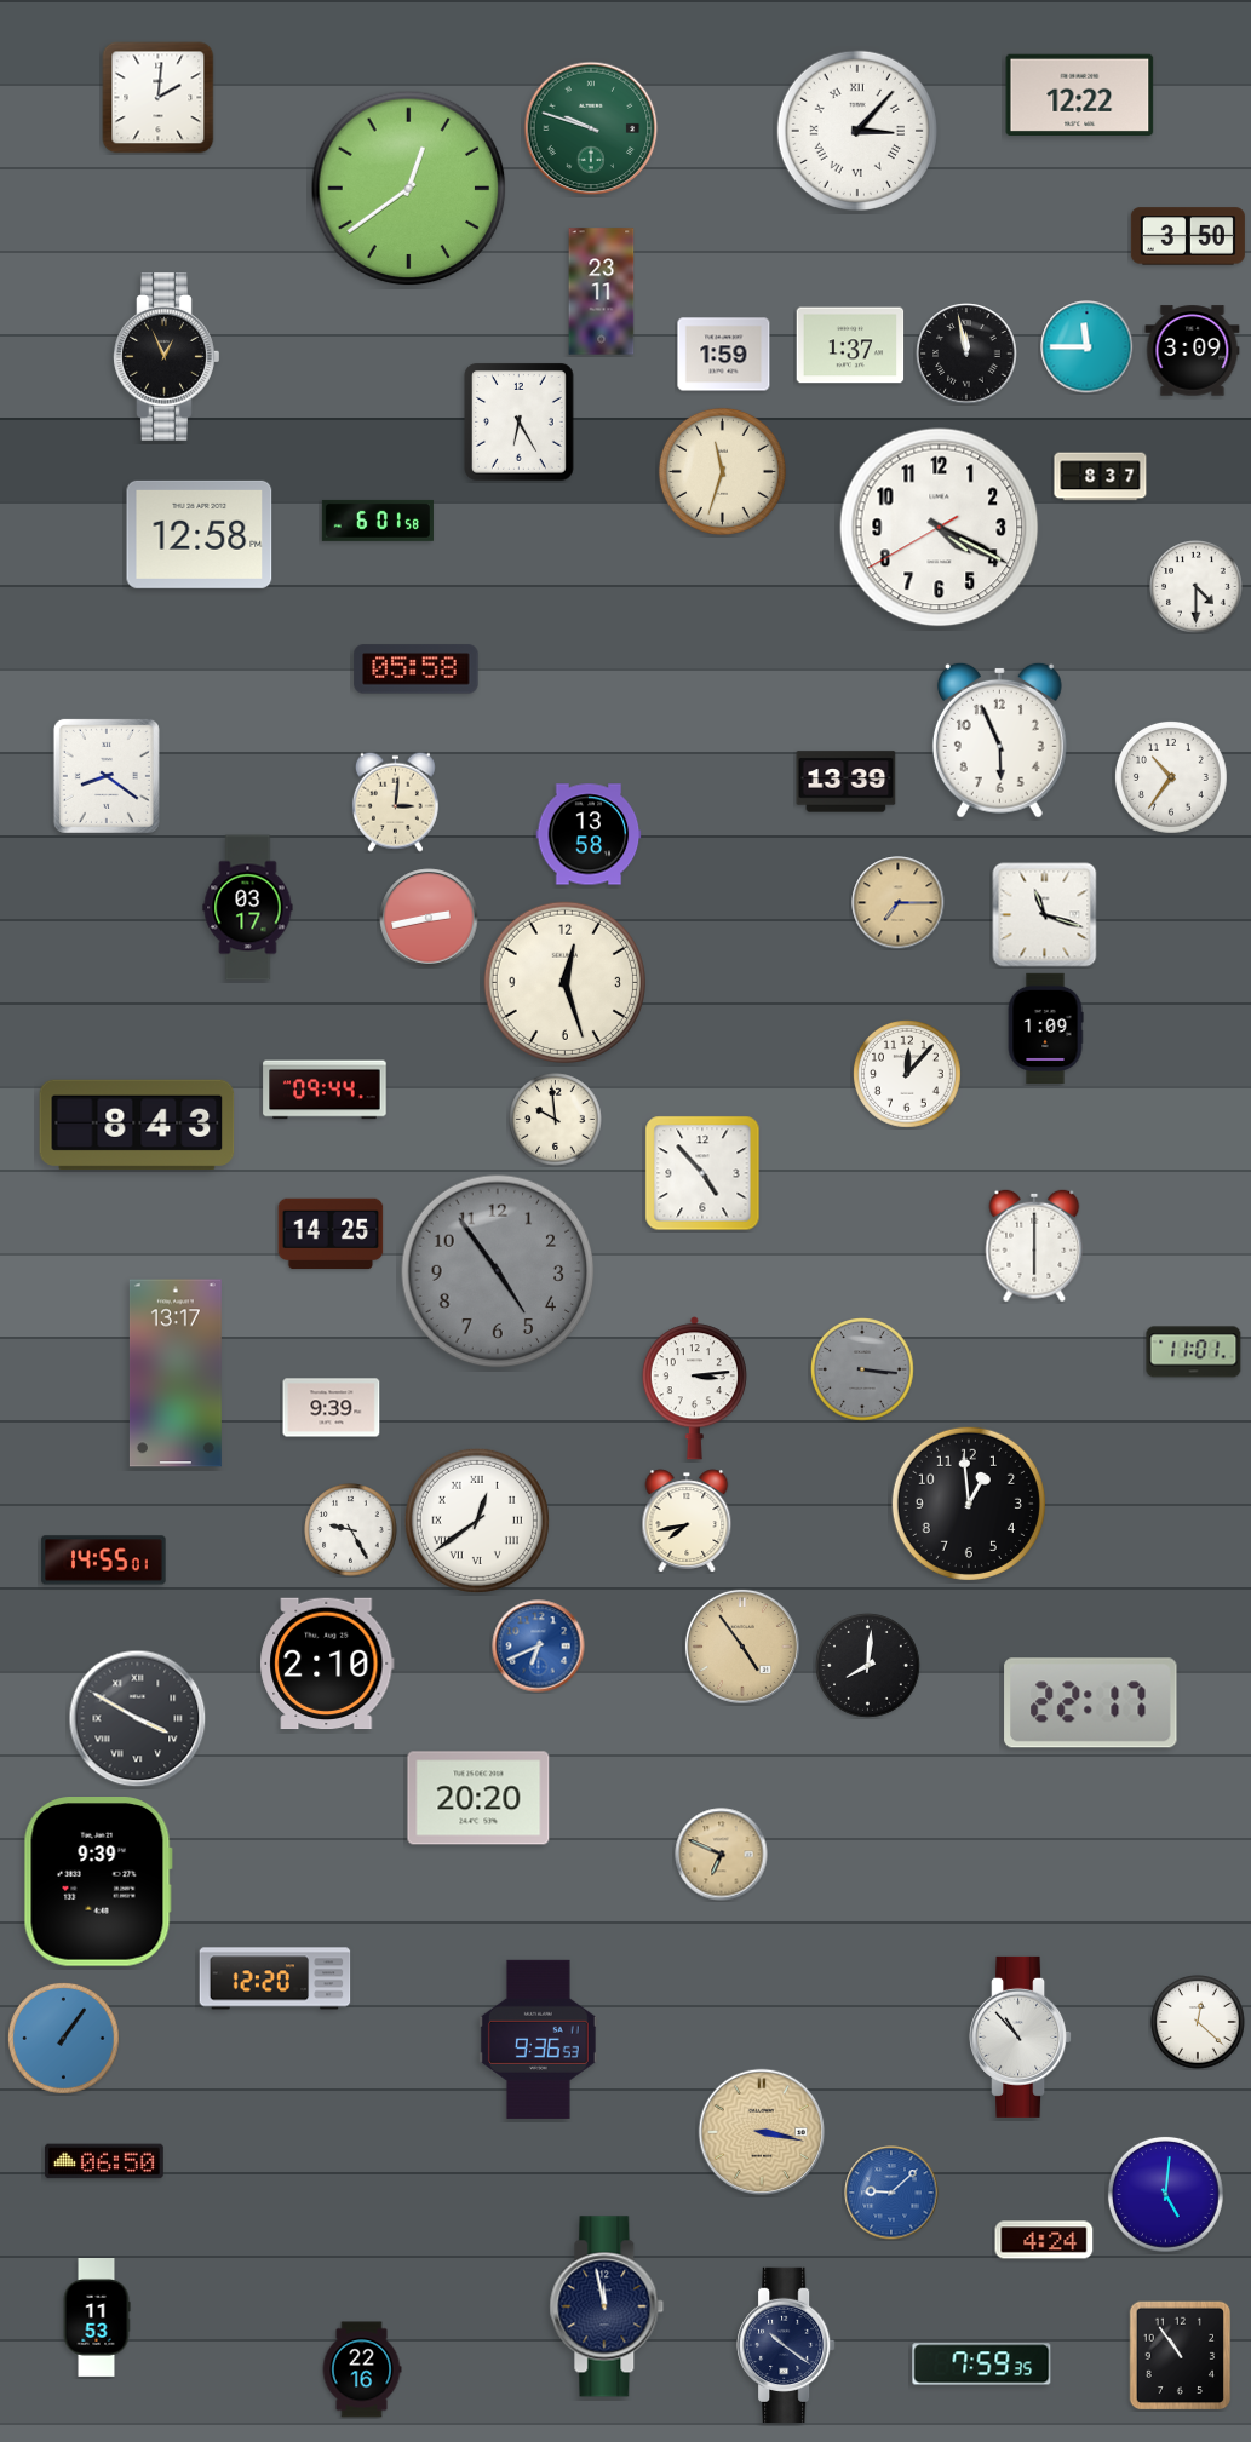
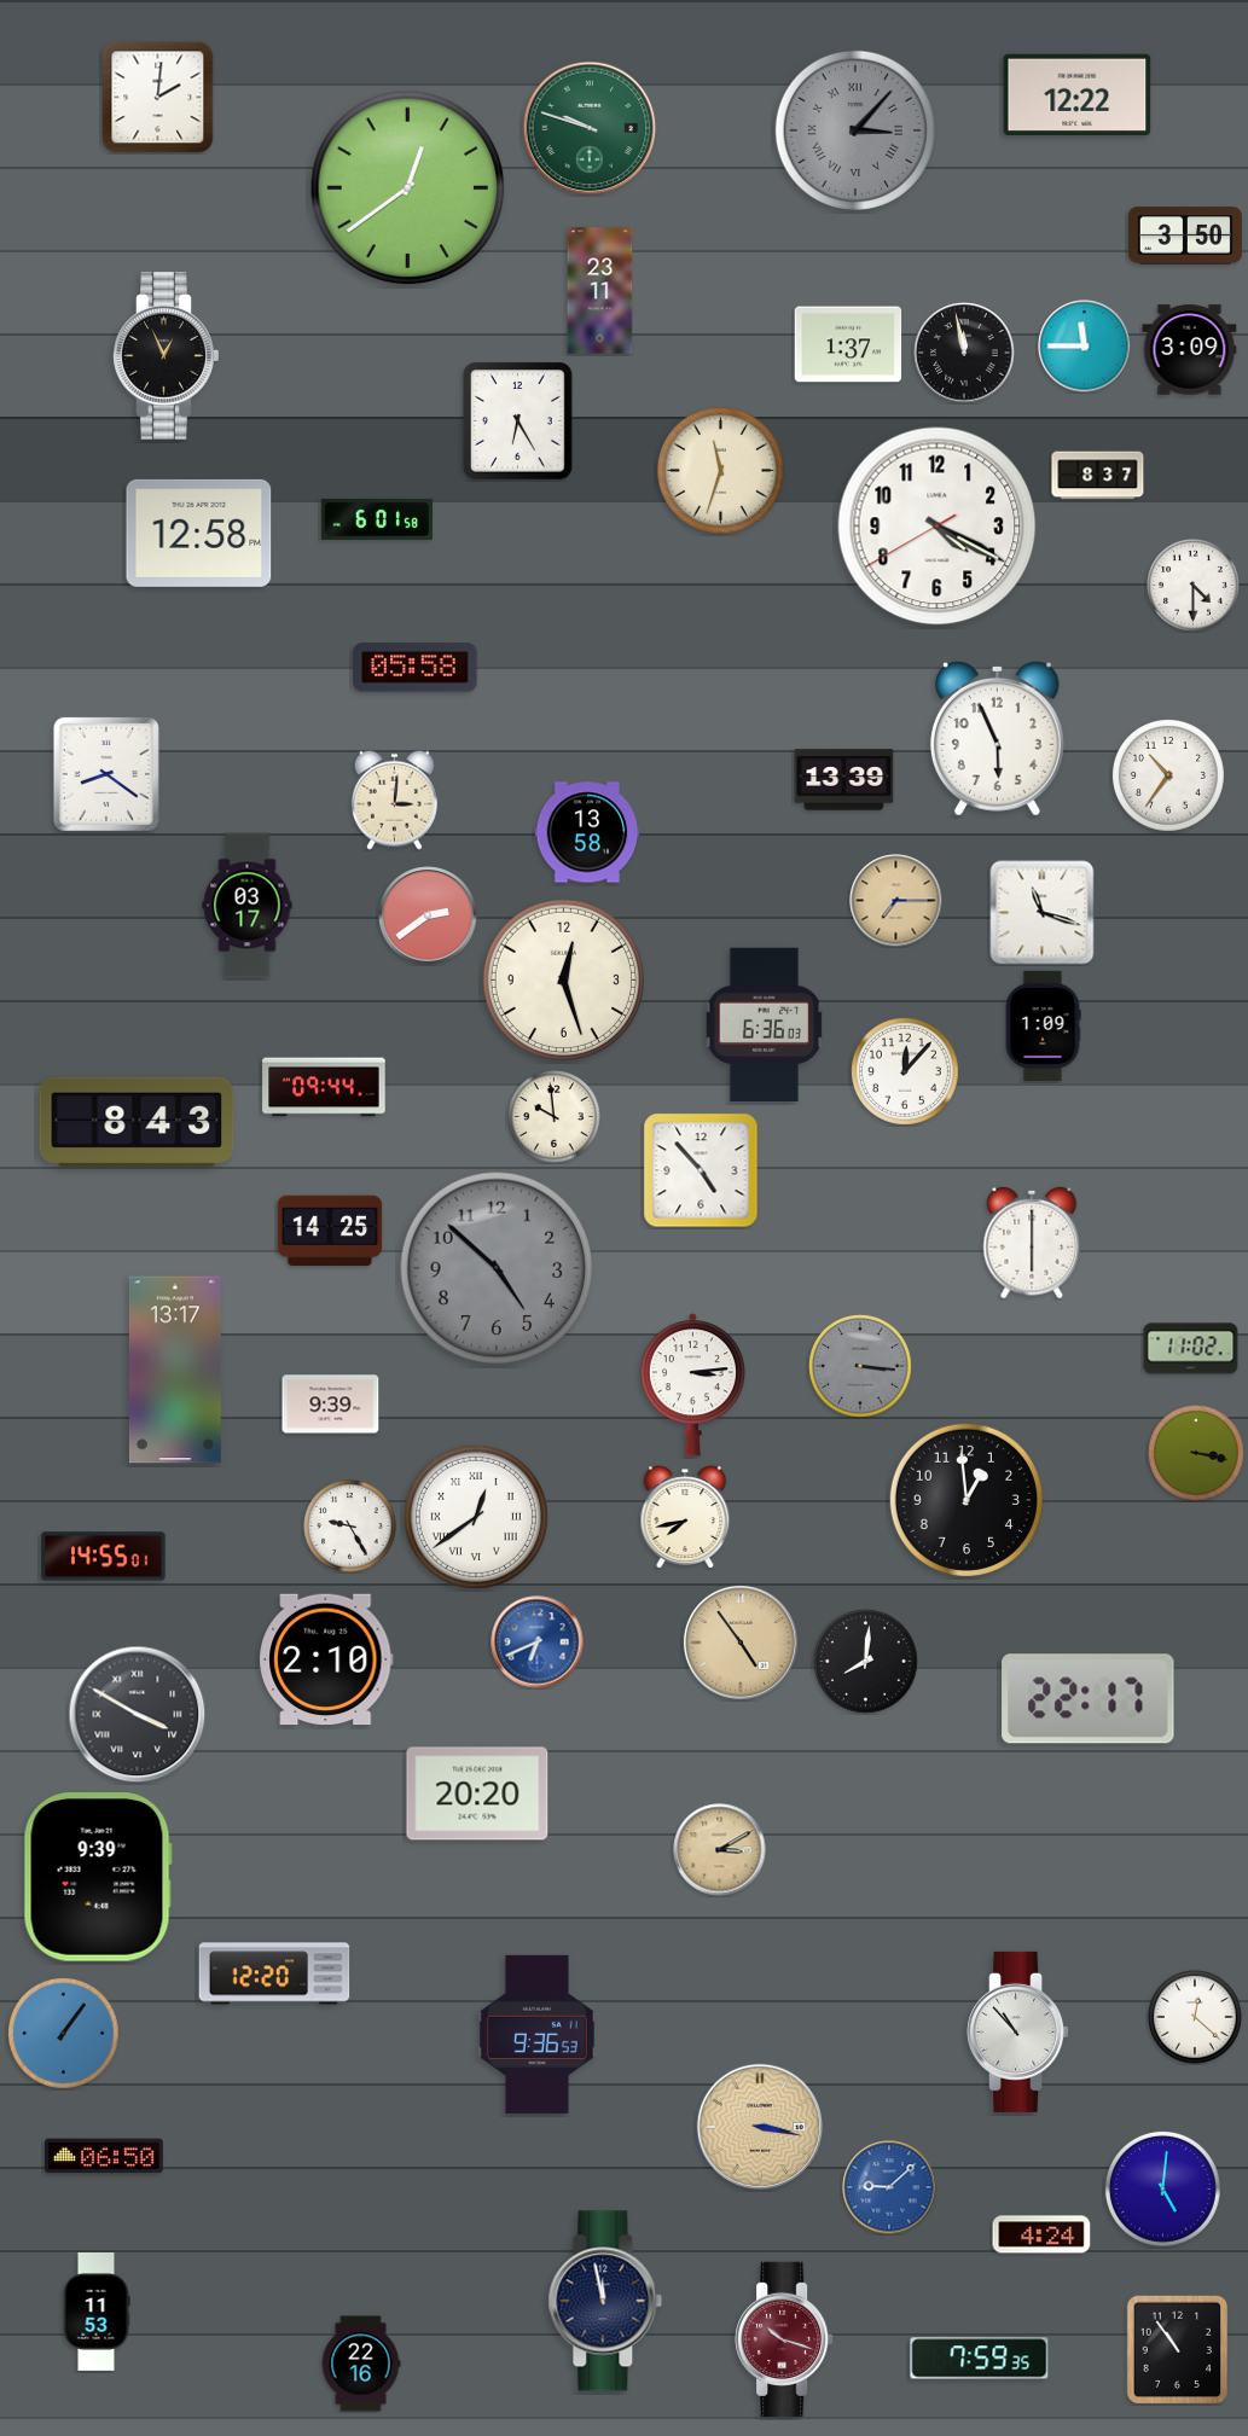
clock at (857, 131) dial: white -> grey
clock at (724, 355): 1:59 -> none
clock at (429, 918): 2:43 -> 2:39
clock at (765, 1024): none -> 6:36
clock at (498, 1271): 4:54 -> 4:52
clock at (1194, 1352): 11:01 -> 11:02
clock at (1196, 1453): none -> 3:17
clock at (722, 1855): 6:49 -> 3:10
clock at (786, 2344): 10:21 -> 10:18
clock at (786, 2344) dial: navy -> burgundy
